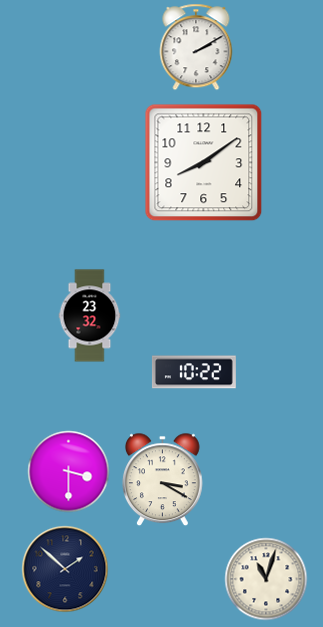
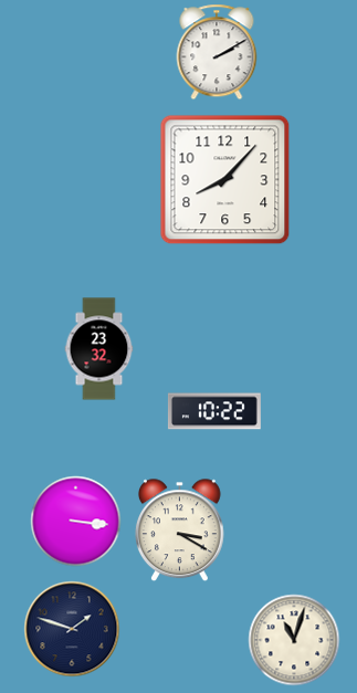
clock at (204, 163): 8:09 -> 8:07
clock at (69, 472): 3:30 -> 3:16
clock at (65, 569): 1:52 -> 1:48
